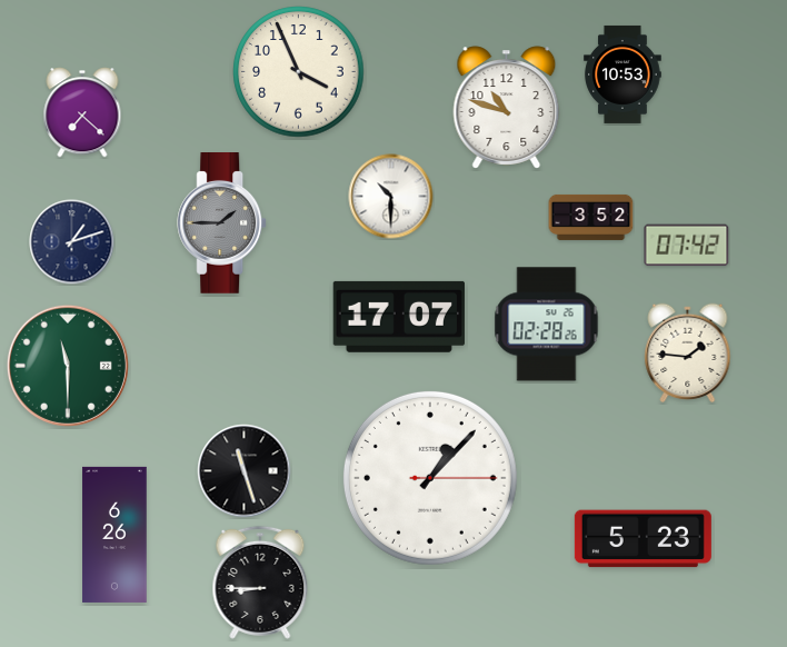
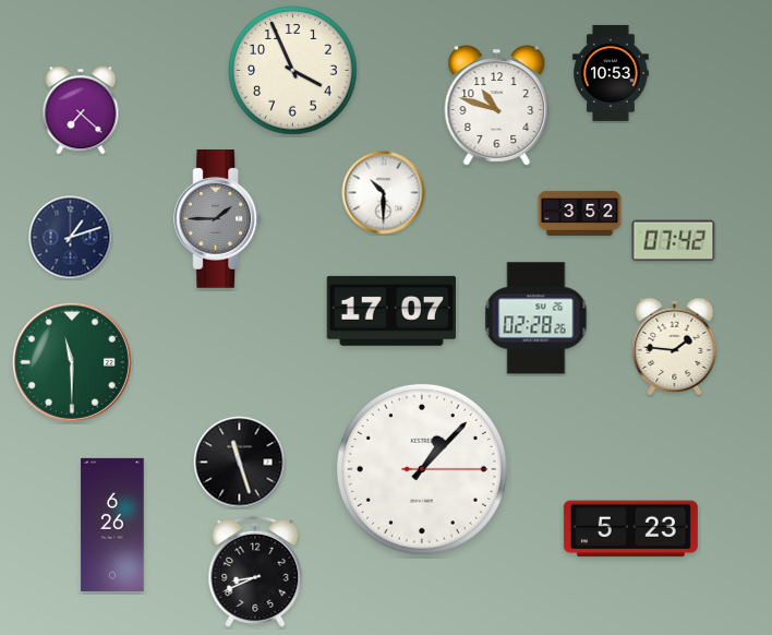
clock at (68, 366) position: (68, 366) -> (72, 362)
clock at (260, 583): 8:45 -> 8:41
